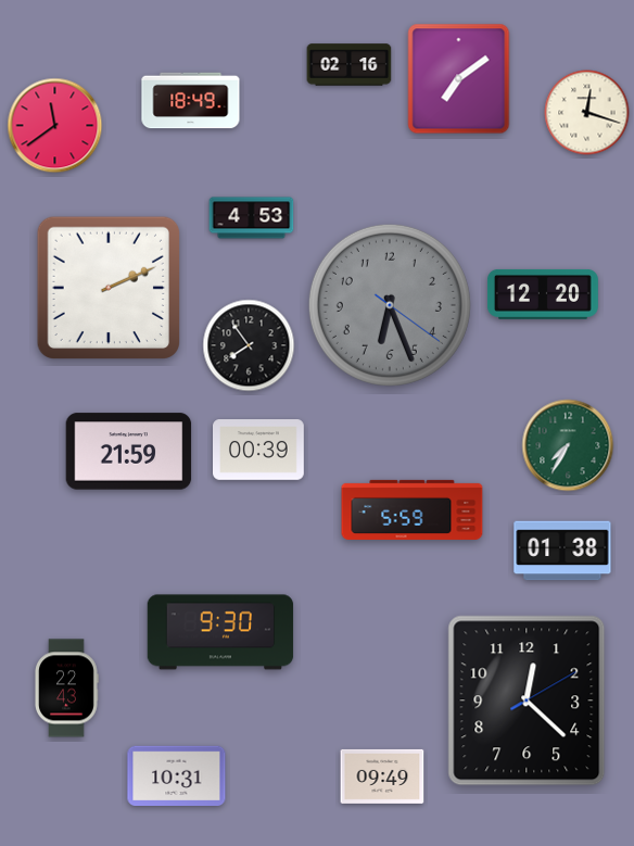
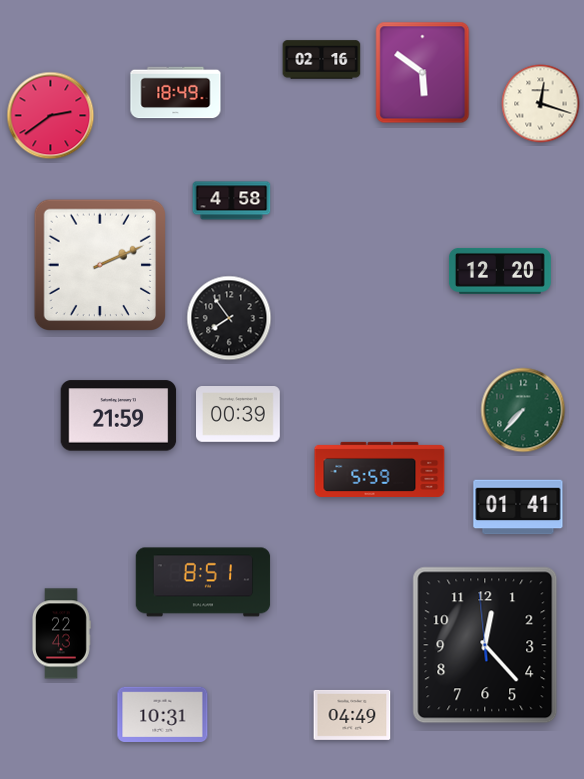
clock at (459, 79): 7:09 -> 5:51
clock at (55, 126): 11:39 -> 2:39
clock at (252, 218): 4:53 -> 4:58
clock at (390, 305): 6:26 -> none
clock at (568, 445): 7:35 -> 7:37
clock at (562, 551): 01:38 -> 01:41
clock at (220, 632): 9:30 -> 8:51
clock at (527, 700): 12:22:10 -> 12:22:59
clock at (382, 776): 09:49 -> 04:49
